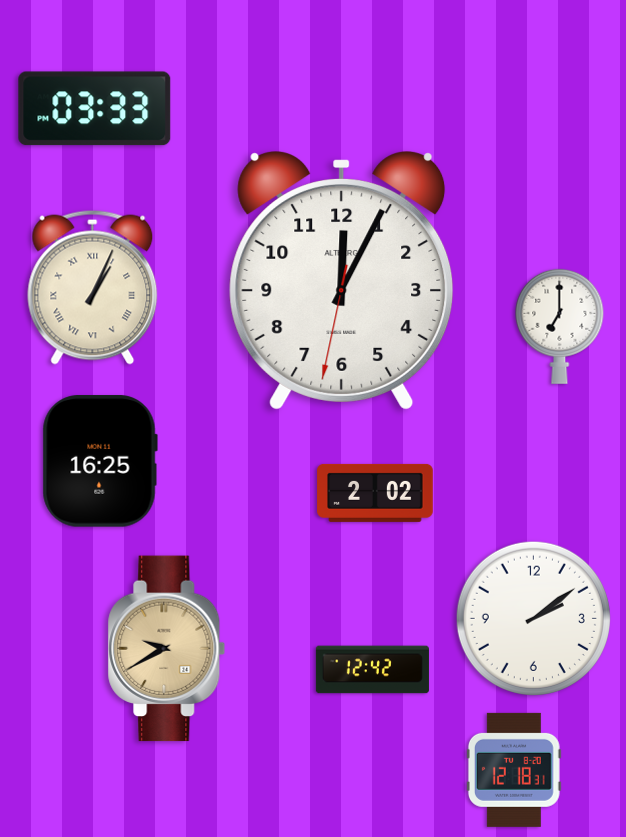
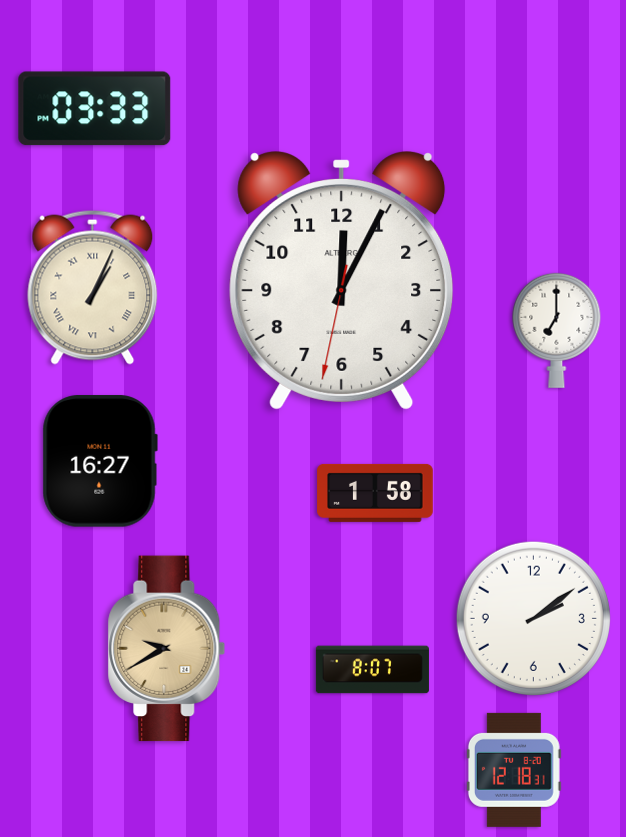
clock at (560, 326) position: (560, 326) -> (557, 330)
clock at (100, 461): 16:25 -> 16:27
clock at (375, 493): 2:02 -> 1:58
clock at (372, 670): 12:42 -> 8:07
